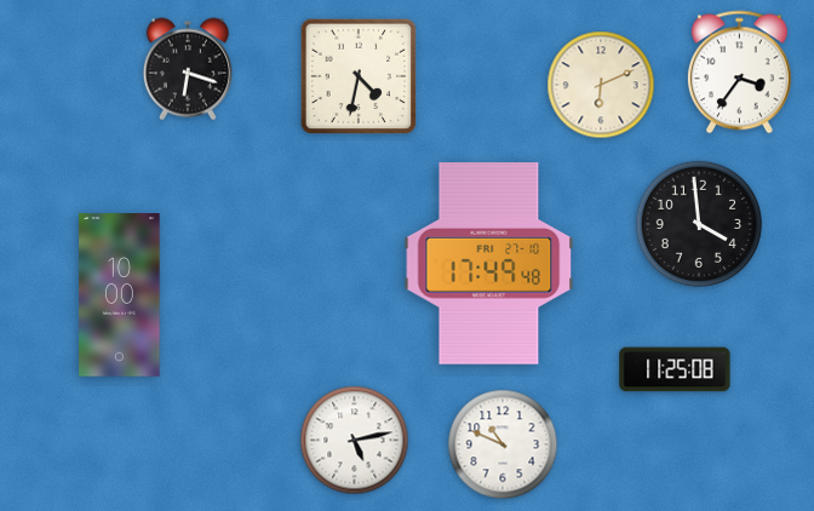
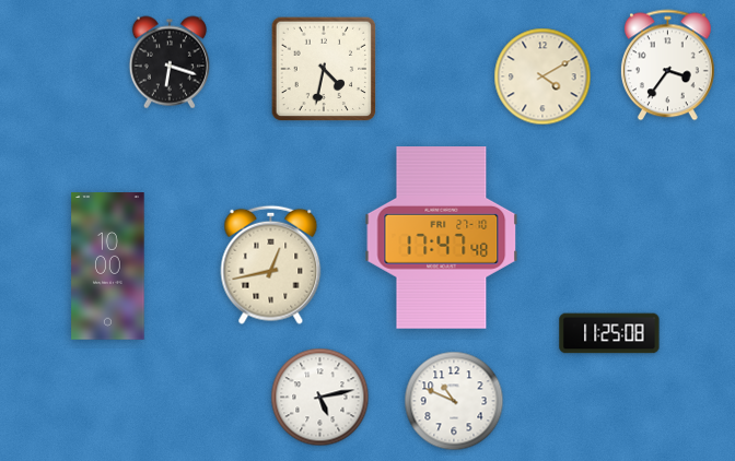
clock at (601, 85): 6:11 -> 4:10
clock at (699, 224): 3:59 -> none
clock at (489, 264): 17:49 -> 17:47
clock at (271, 264): none -> 12:43
